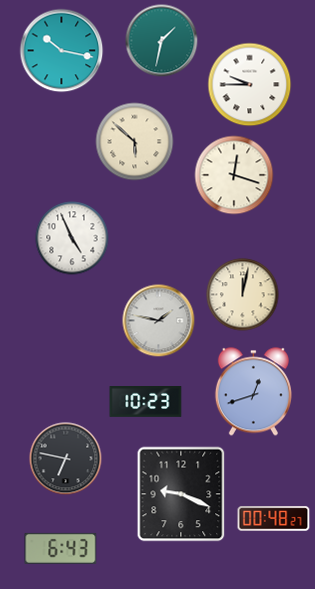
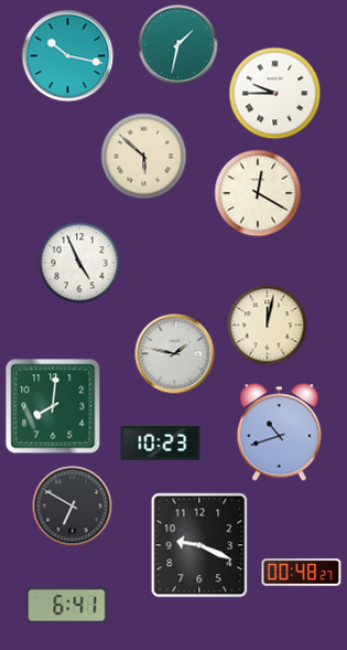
clock at (135, 142) position: (135, 142) -> (144, 157)
clock at (234, 175): 12:18 -> 12:20
clock at (53, 406): none -> 8:01
clock at (253, 392): 12:42 -> 10:42
clock at (66, 459): 6:47 -> 6:50
clock at (61, 548): 6:43 -> 6:41
